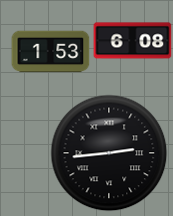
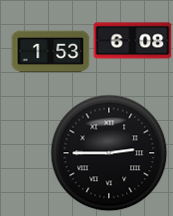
clock at (109, 153): 2:44 -> 2:45
